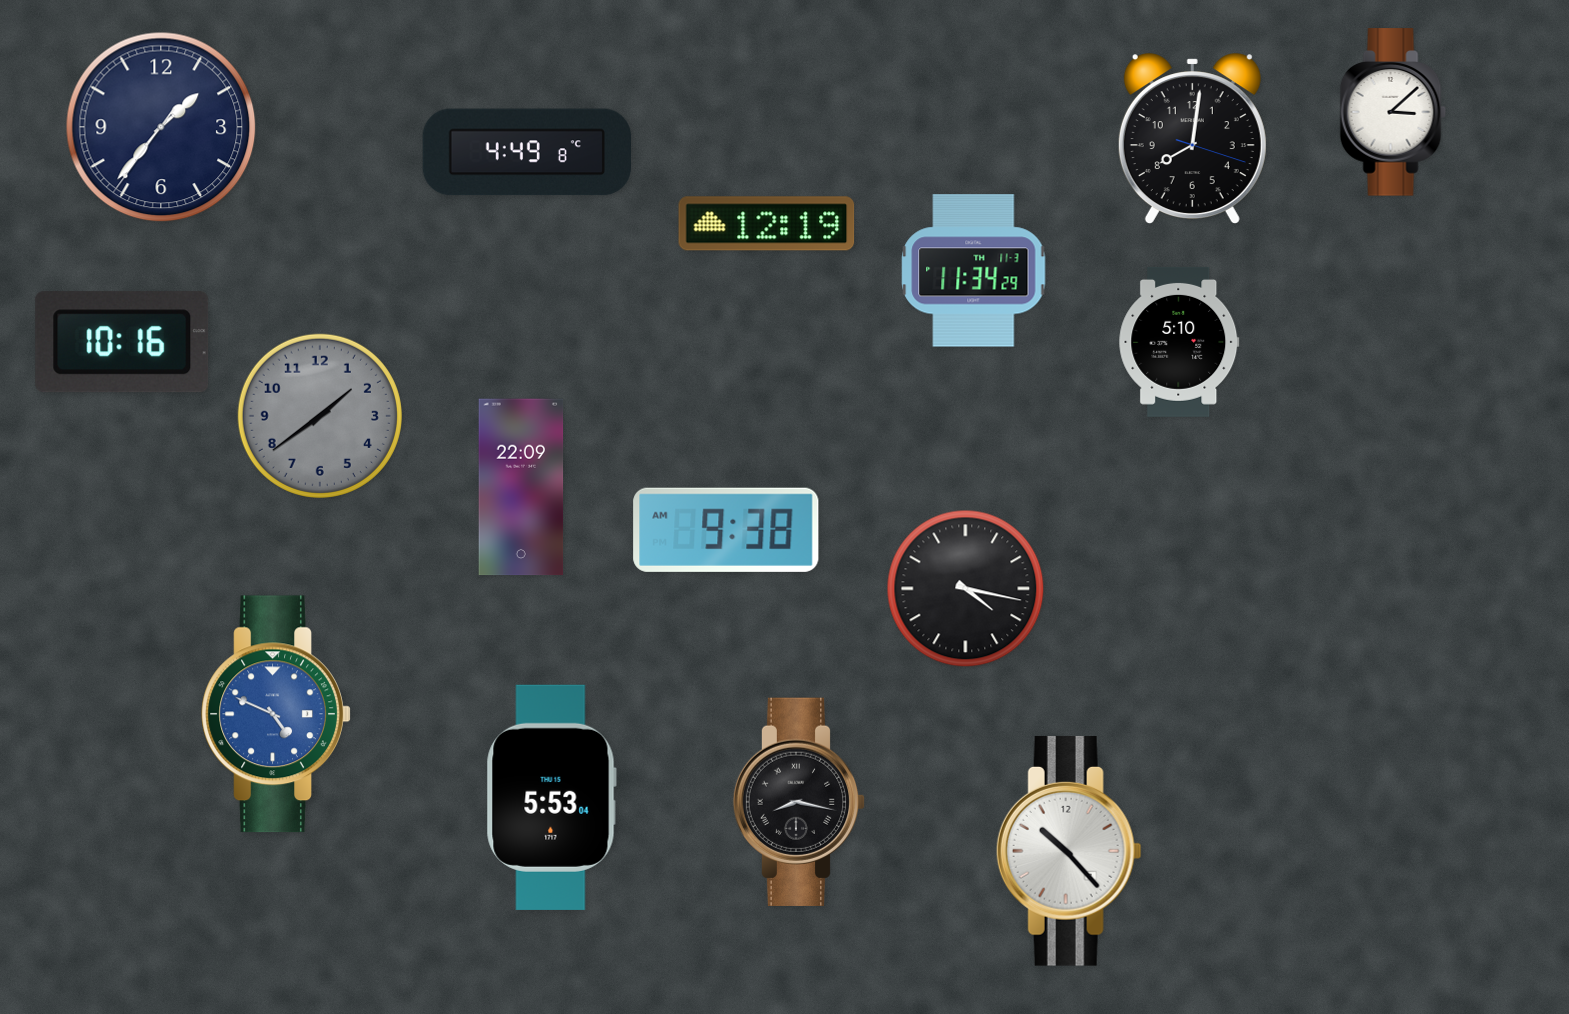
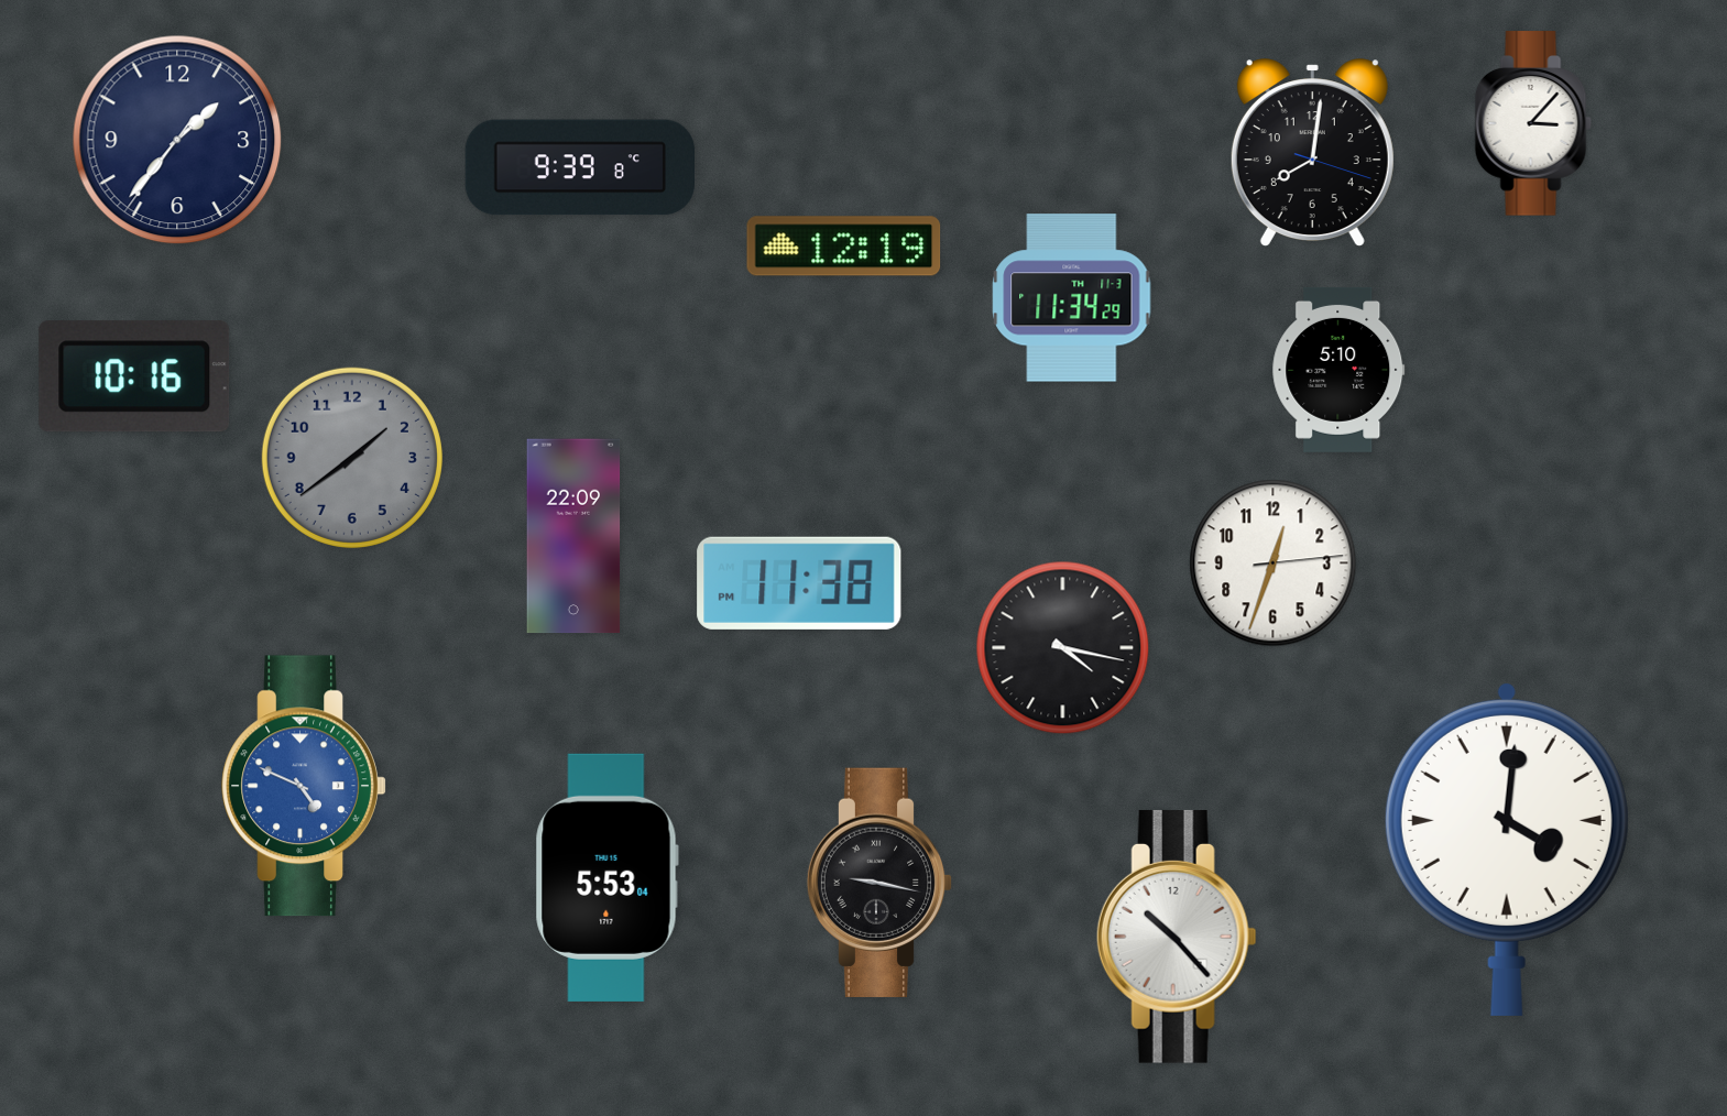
clock at (1393, 112): 3:08 -> 3:07
clock at (526, 152): 4:49 -> 9:39
clock at (1179, 342) position: (1179, 342) -> (1338, 370)
clock at (1274, 564): none -> 12:33
clock at (726, 530): 9:38 -> 11:38
clock at (1507, 849): none -> 4:01
clock at (799, 802): 8:17 -> 9:17
